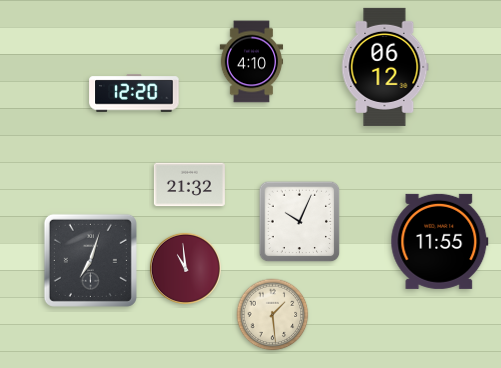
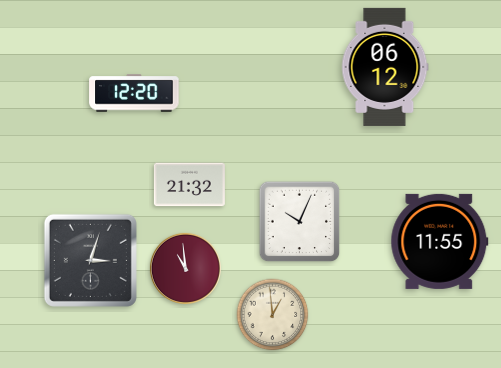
clock at (252, 62): 4:10 -> none
clock at (90, 260): 7:03 -> 3:03
clock at (273, 315): 1:29 -> 12:59
